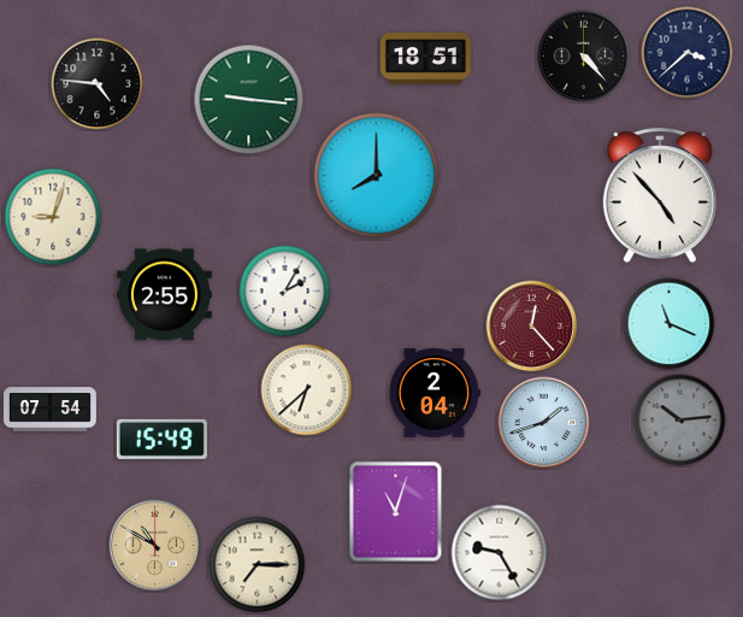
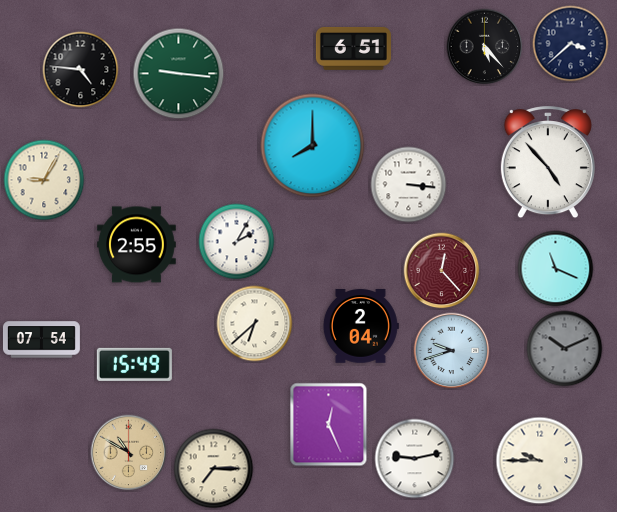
clock at (584, 57): 4:23 -> 5:23
clock at (425, 58): 18:51 -> 6:51
clock at (249, 100) position: (249, 100) -> (179, 74)
clock at (53, 217): 9:03 -> 9:05
clock at (409, 185): none -> 3:16
clock at (680, 421): 10:14 -> 10:11
clock at (544, 423): 1:42 -> 9:42
clock at (396, 512): 11:03 -> 12:26
clock at (500, 553): 9:25 -> 9:13
clock at (540, 461): none -> 9:45
